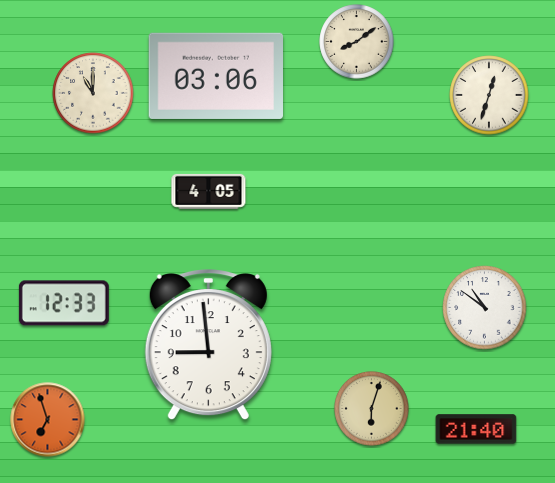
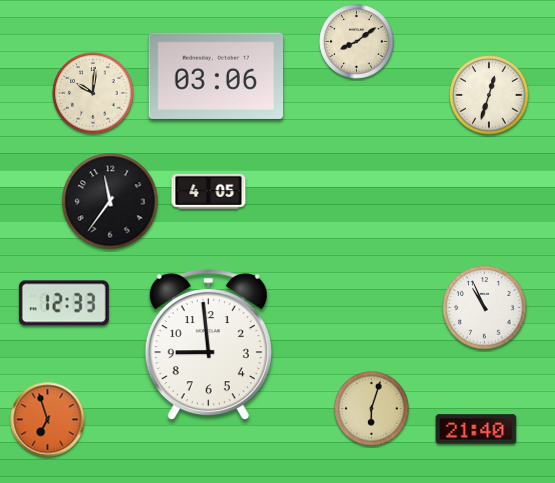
clock at (93, 93): 11:00 -> 10:01
clock at (110, 201): none -> 11:36
clock at (485, 308): 10:51 -> 10:56
